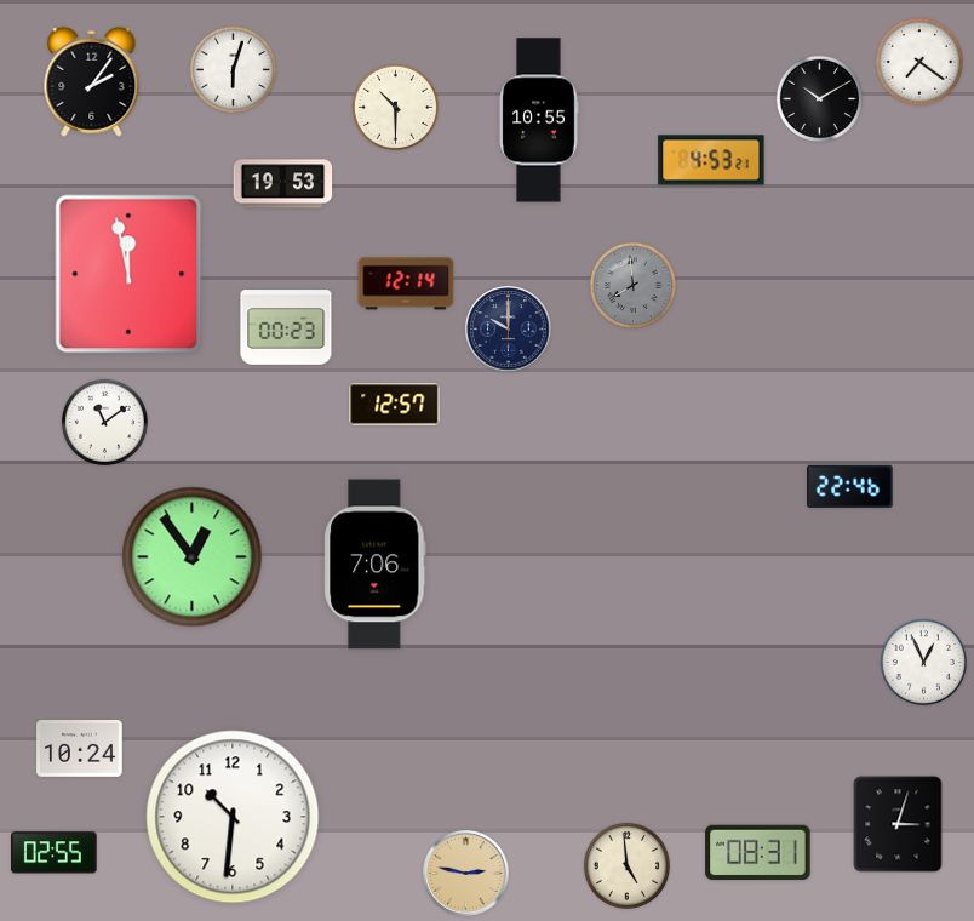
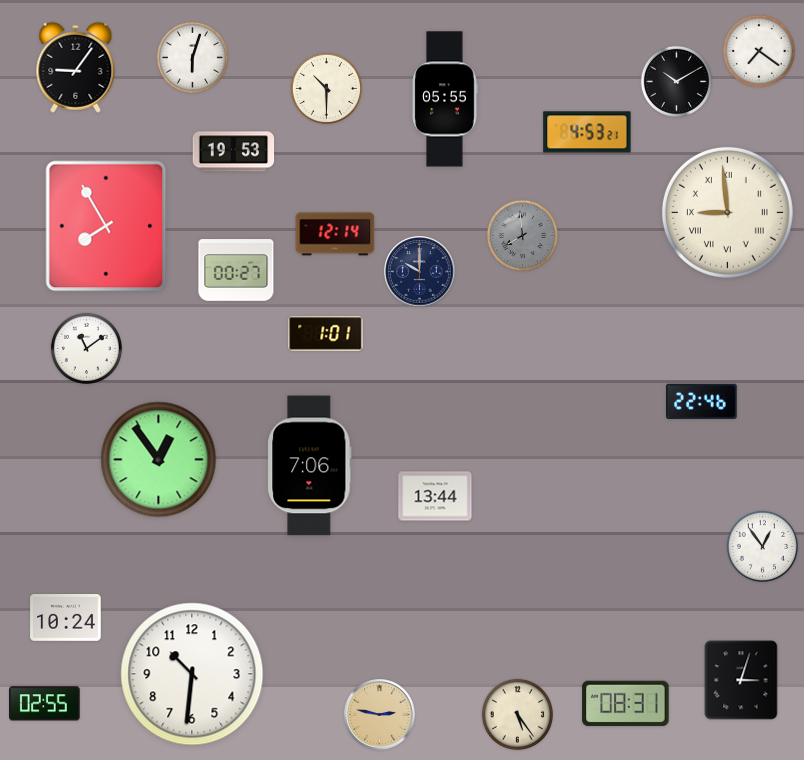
clock at (92, 81): 2:06 -> 9:06
clock at (539, 120): 10:55 -> 05:55
clock at (727, 212): none -> 8:59
clock at (128, 274): 11:58 -> 7:55
clock at (286, 327): 00:23 -> 00:27
clock at (395, 405): 12:57 -> 1:01
clock at (435, 496): none -> 13:44
clock at (923, 662): 12:56 -> 12:54
clock at (626, 865): 4:59 -> 5:24
clock at (466, 874) position: (466, 874) -> (380, 715)
